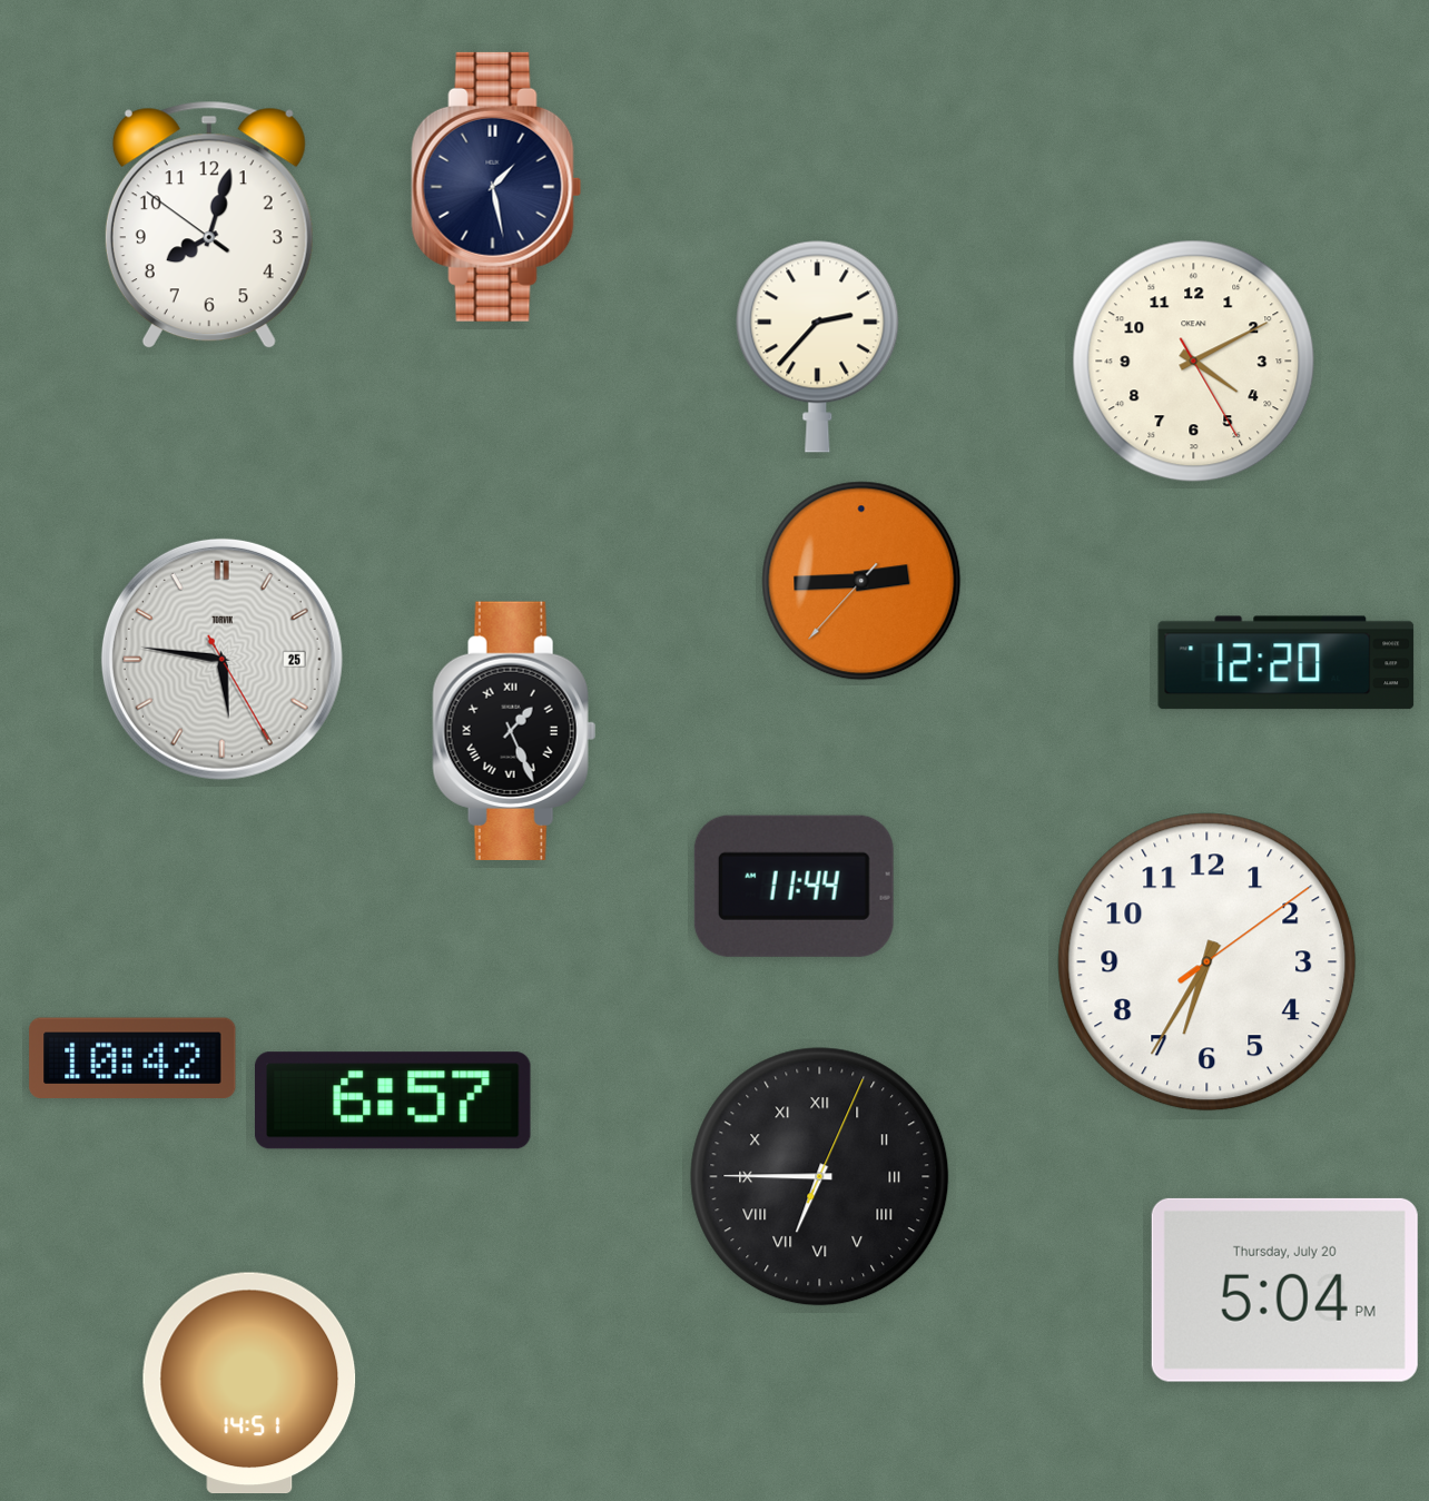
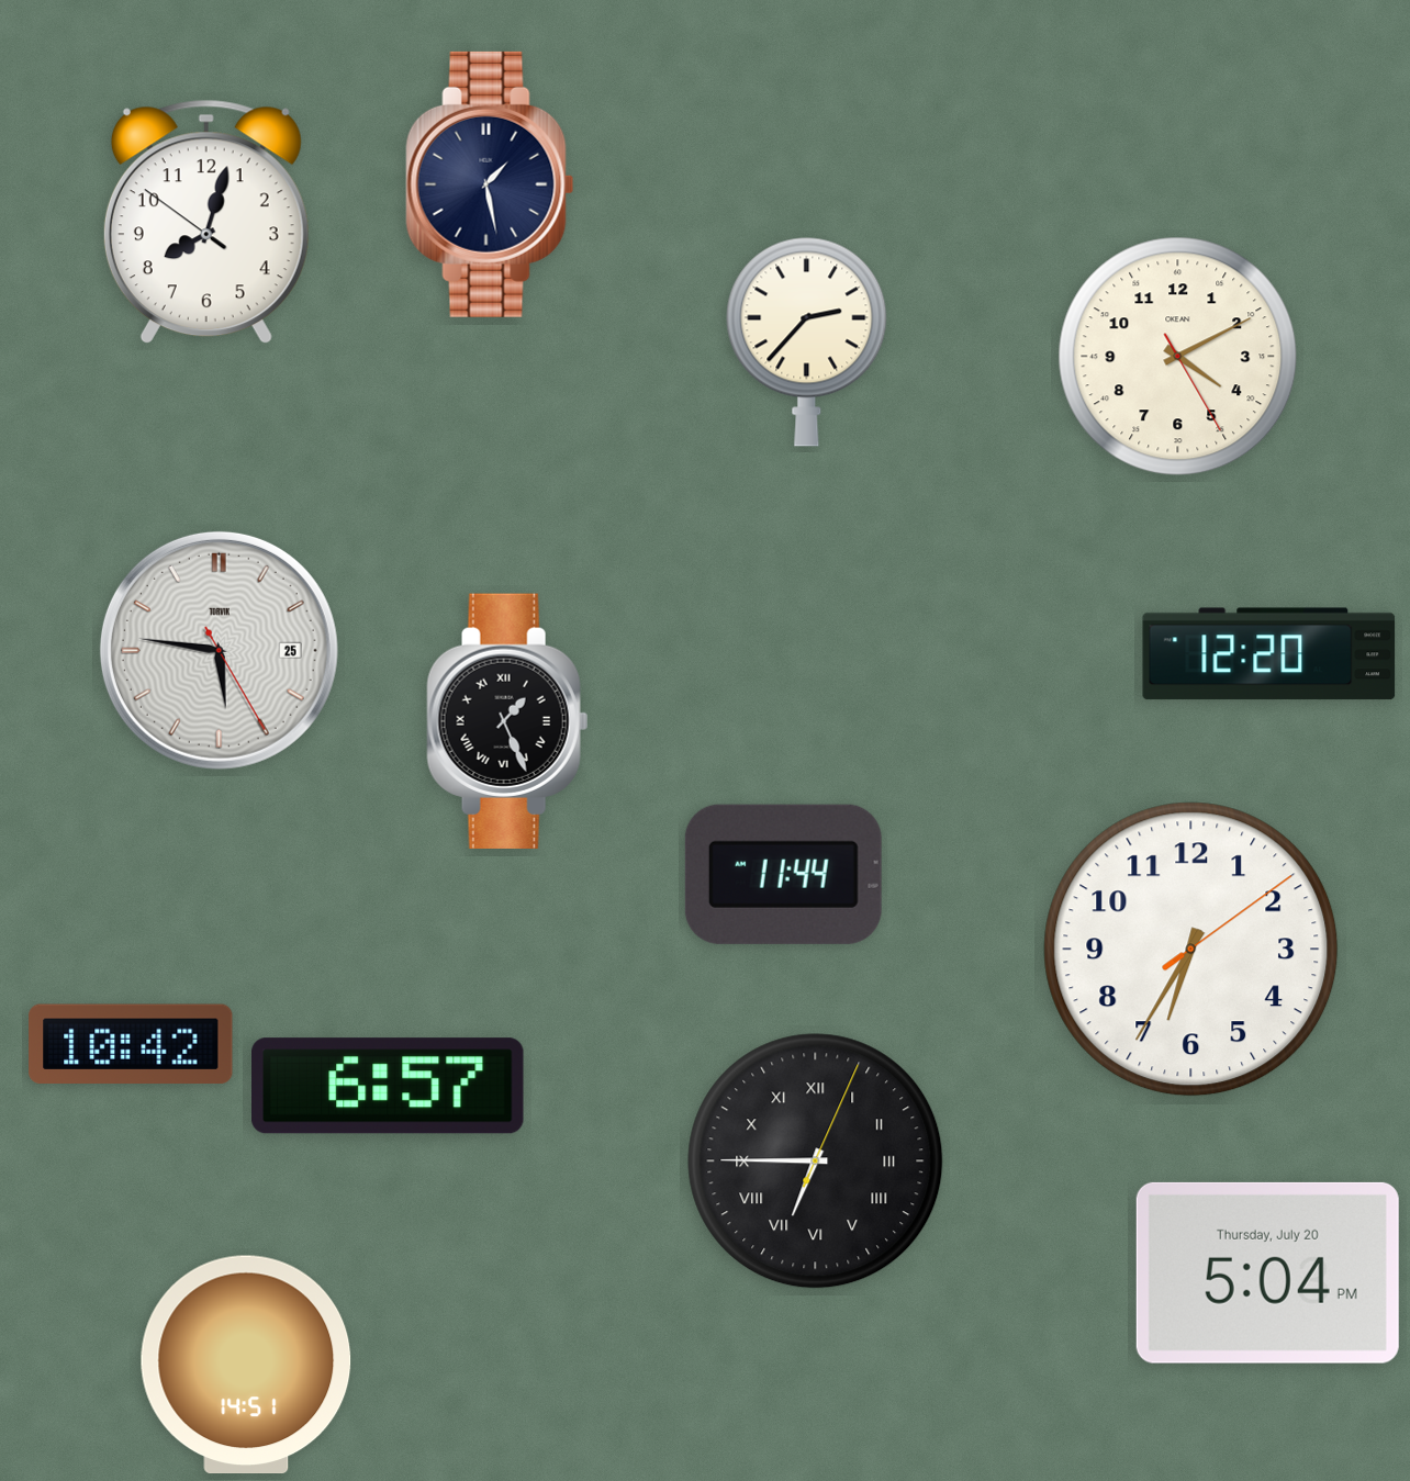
clock at (861, 581): 2:44 -> none
clock at (820, 1177) position: (820, 1177) -> (816, 1162)
